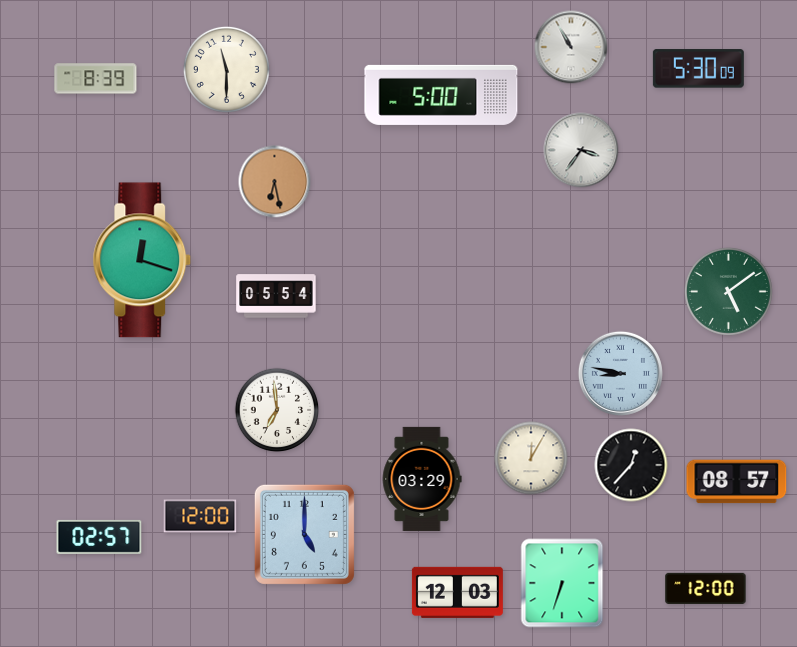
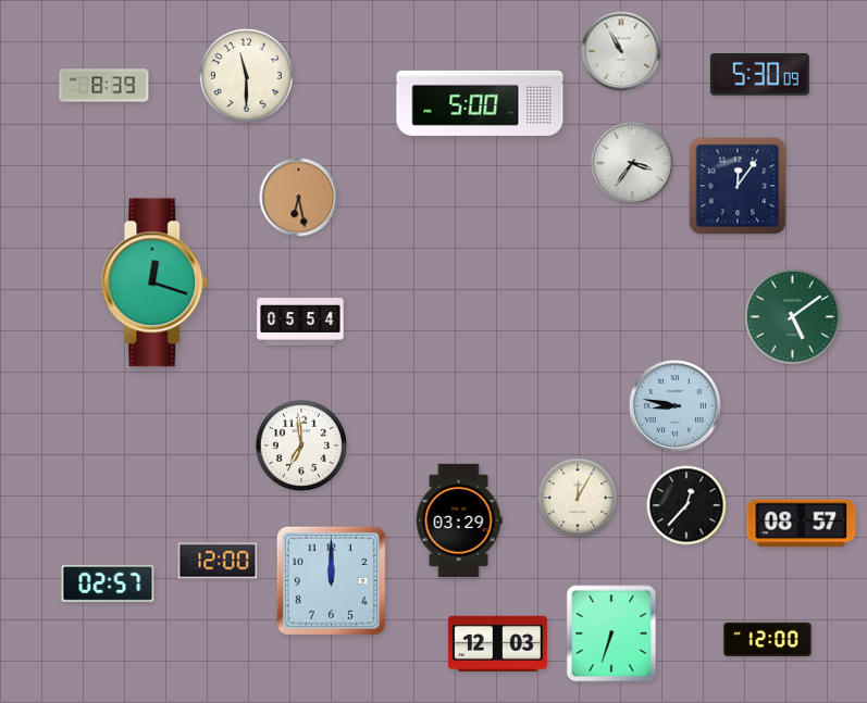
clock at (738, 186): none -> 12:06
clock at (304, 534): 5:00 -> 12:00
